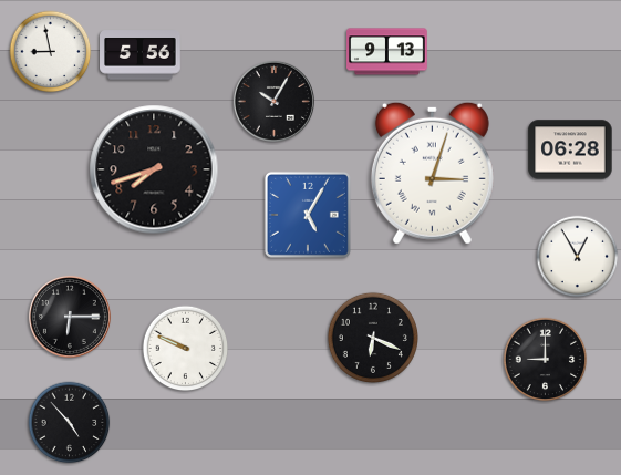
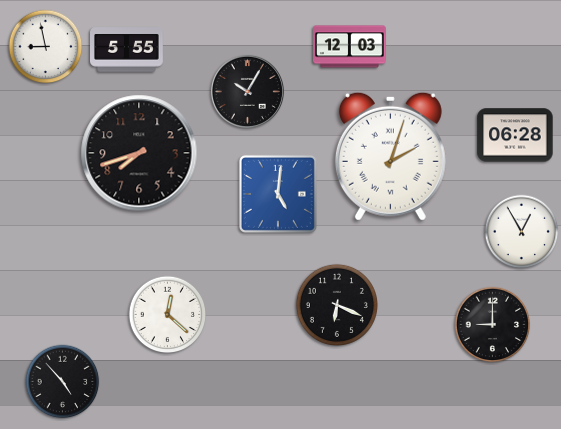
clock at (387, 52): 9:13 -> 12:03
clock at (141, 55): 5:56 -> 5:55
clock at (432, 173): 3:03 -> 2:03
clock at (308, 215): 5:05 -> 5:01
clock at (70, 317): 6:15 -> none
clock at (186, 349): 9:49 -> 12:22
